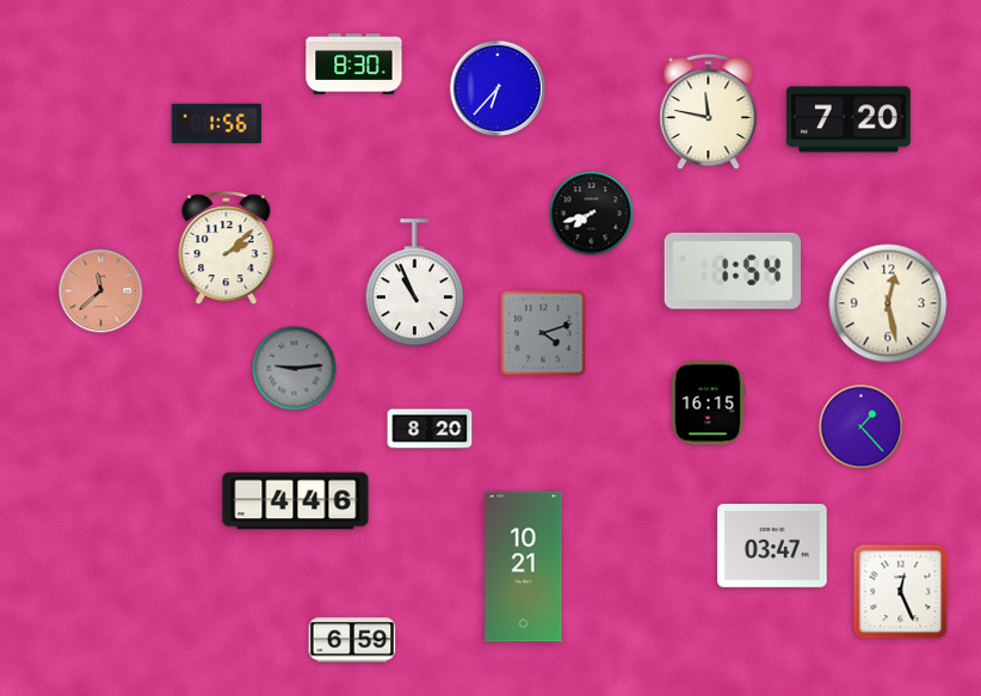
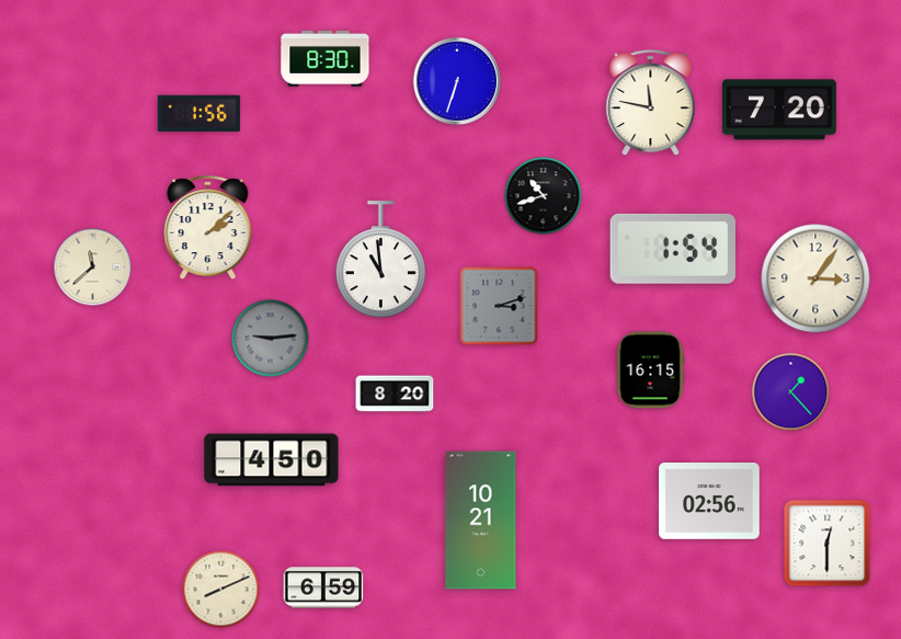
clock at (496, 87): 6:37 -> 6:33
clock at (592, 214): 7:42 -> 10:42
clock at (414, 283): 10:56 -> 10:59
clock at (101, 291) dial: salmon -> cream
clock at (888, 303): 12:28 -> 3:06
clock at (543, 333): 4:12 -> 3:12
clock at (296, 501): 4:46 -> 4:50
clock at (772, 547): 03:47 -> 02:56
clock at (901, 592): 12:26 -> 12:30
clock at (221, 590): none -> 8:11
